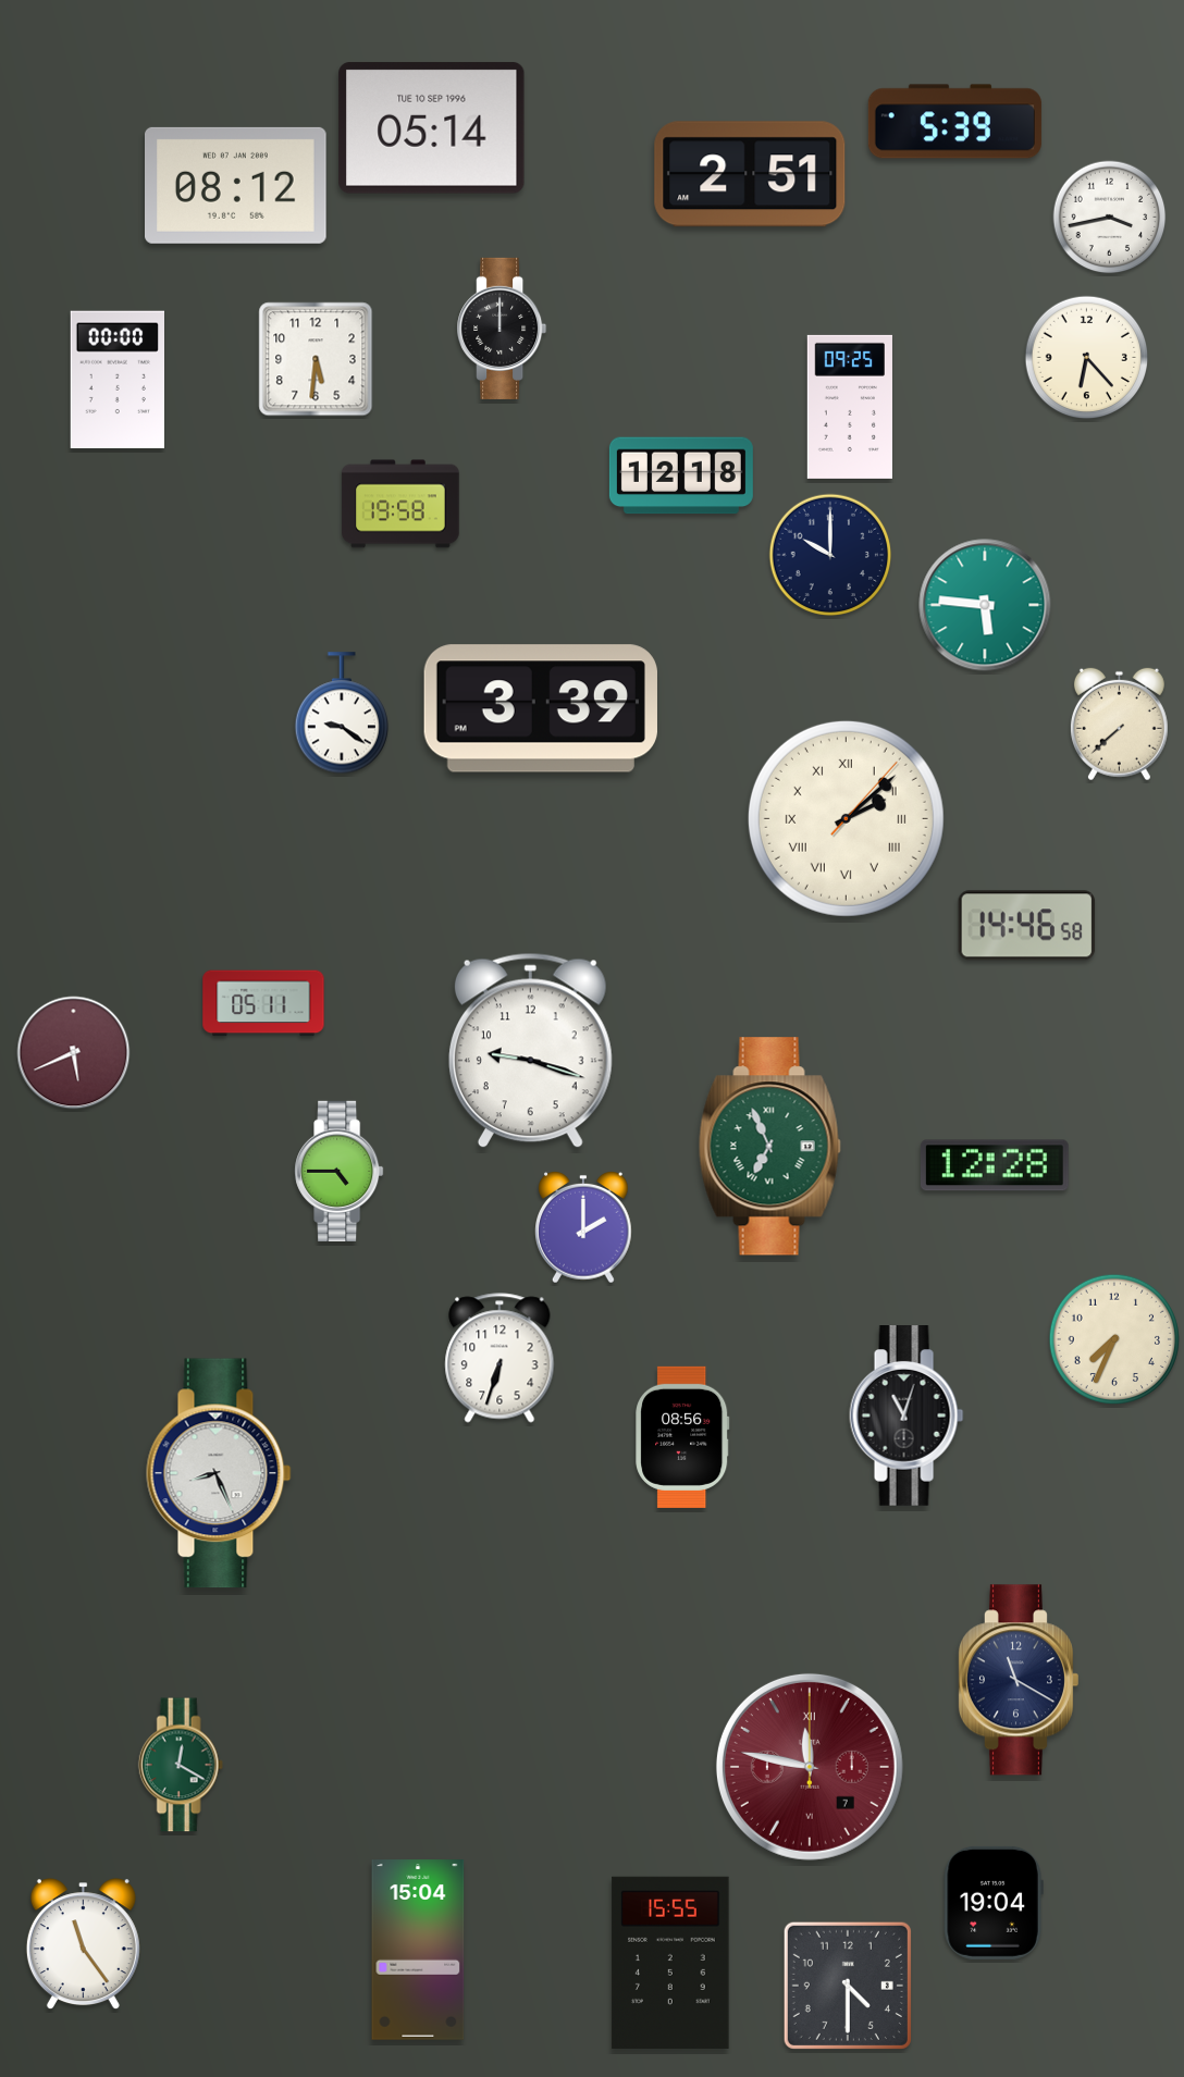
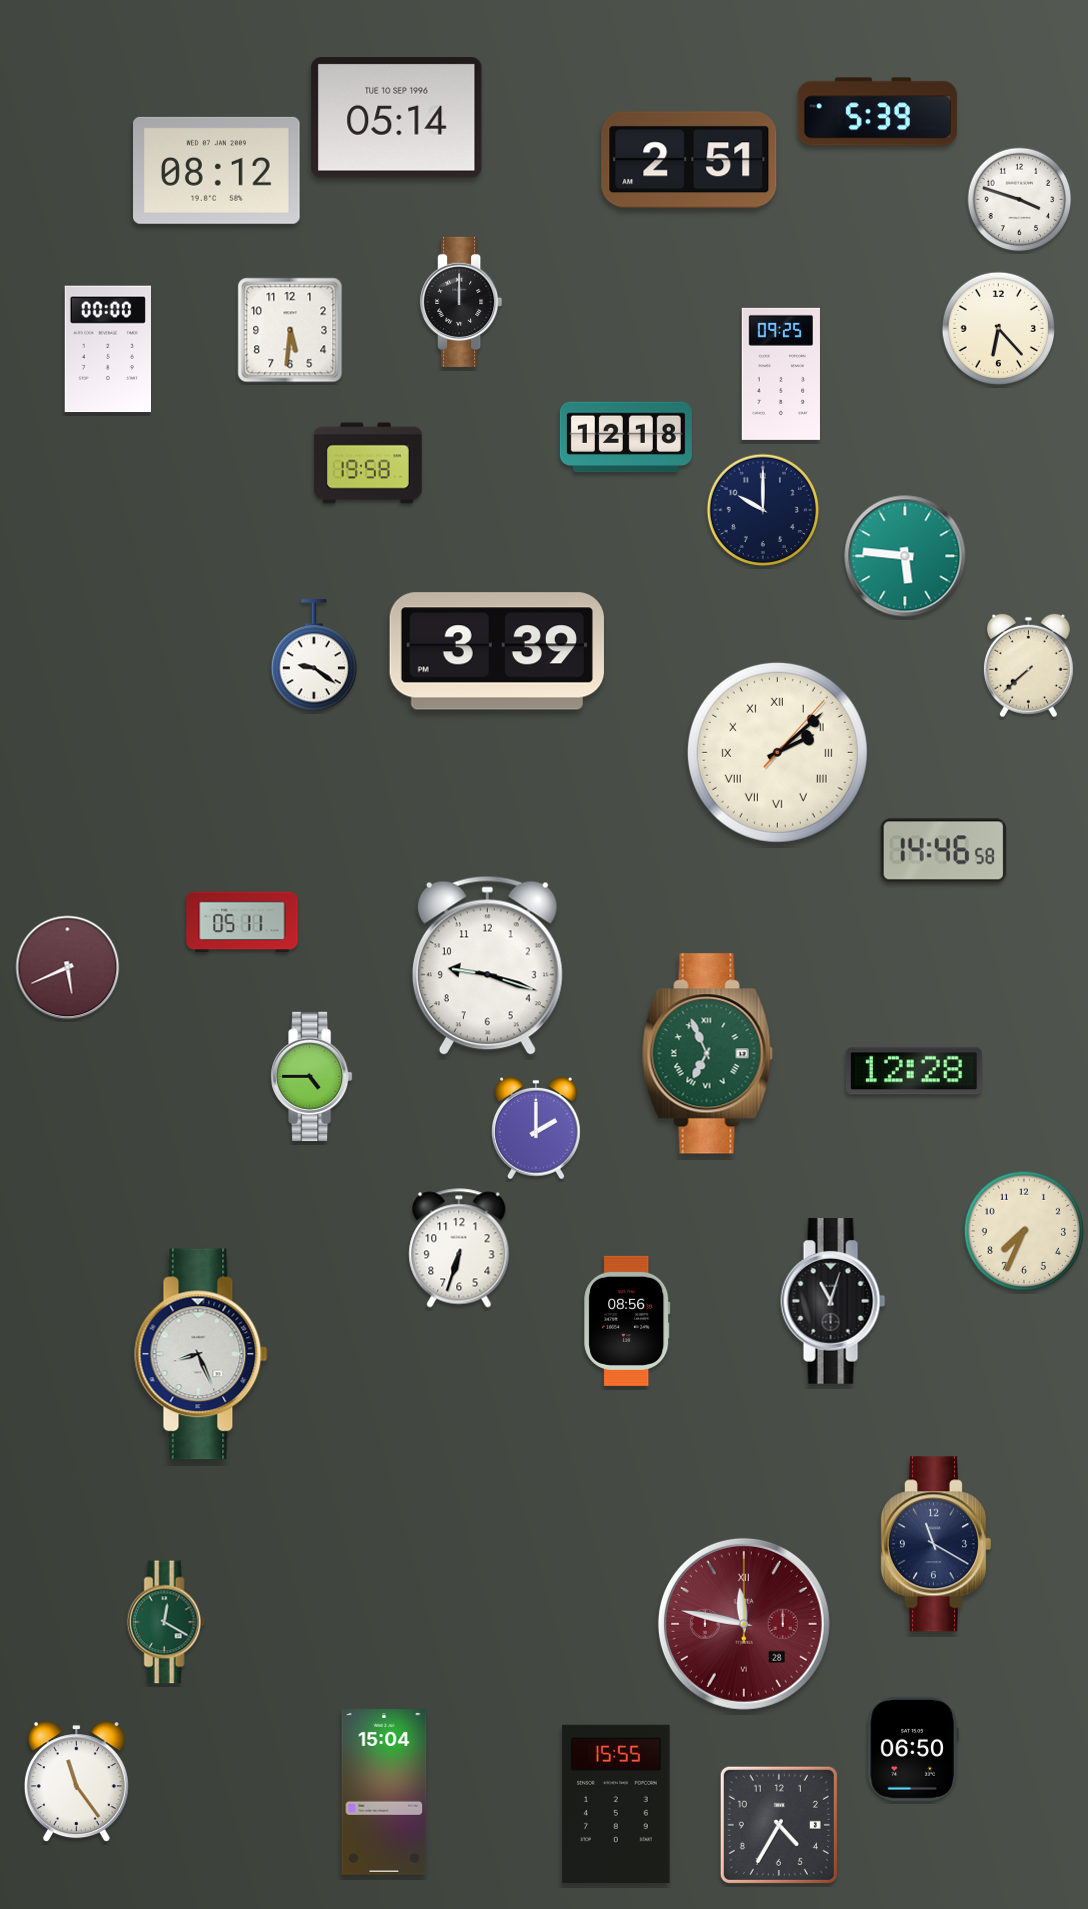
clock at (1110, 218): 3:43 -> 3:48
clock at (810, 1767) date: 7 -> 28
clock at (994, 1903): 19:04 -> 06:50
clock at (83, 1944) position: (83, 1944) -> (76, 1782)
clock at (848, 1986): 4:30 -> 4:35
